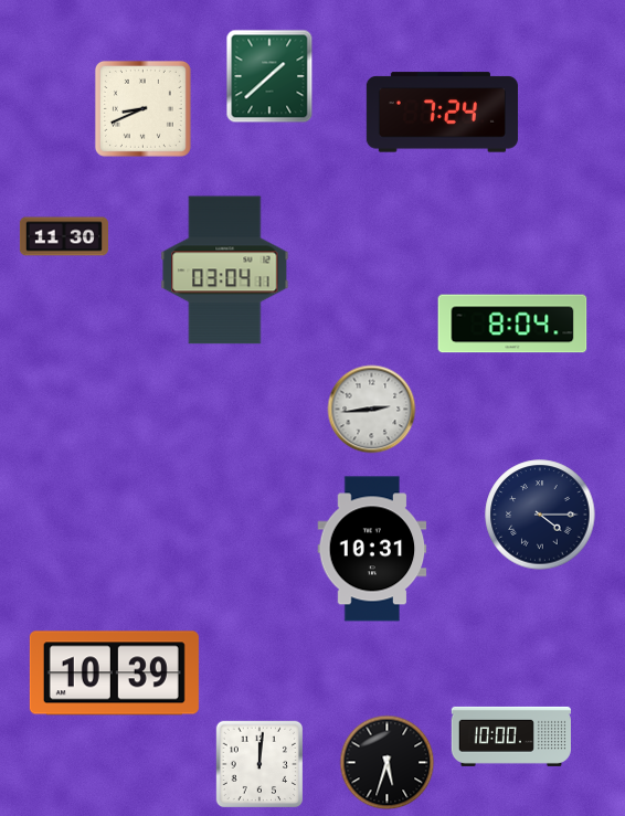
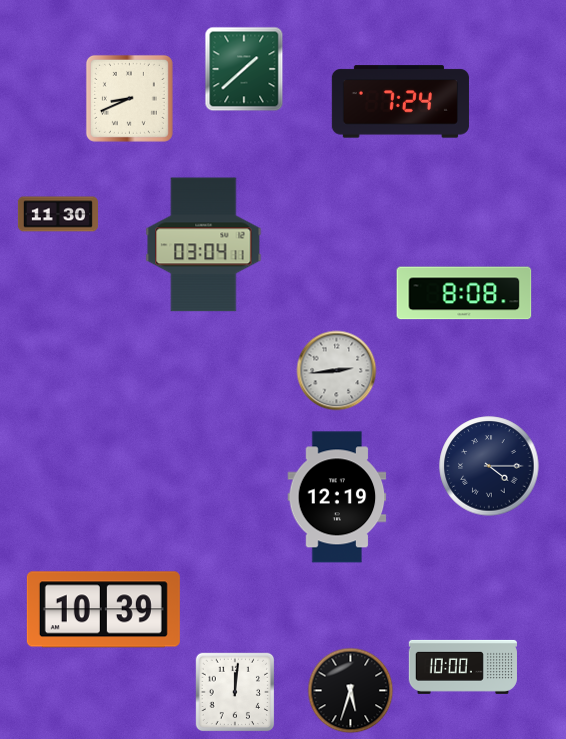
clock at (512, 324): 8:04 -> 8:08
clock at (372, 549): 10:31 -> 12:19
